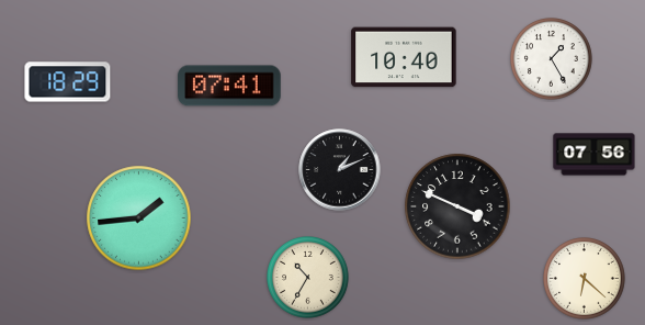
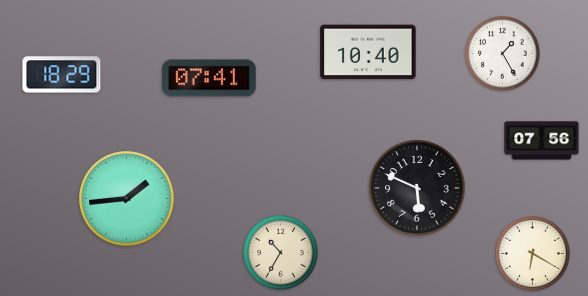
clock at (340, 170): 1:11 -> none
clock at (457, 206): 3:49 -> 5:49
clock at (585, 279): 6:22 -> 6:20
